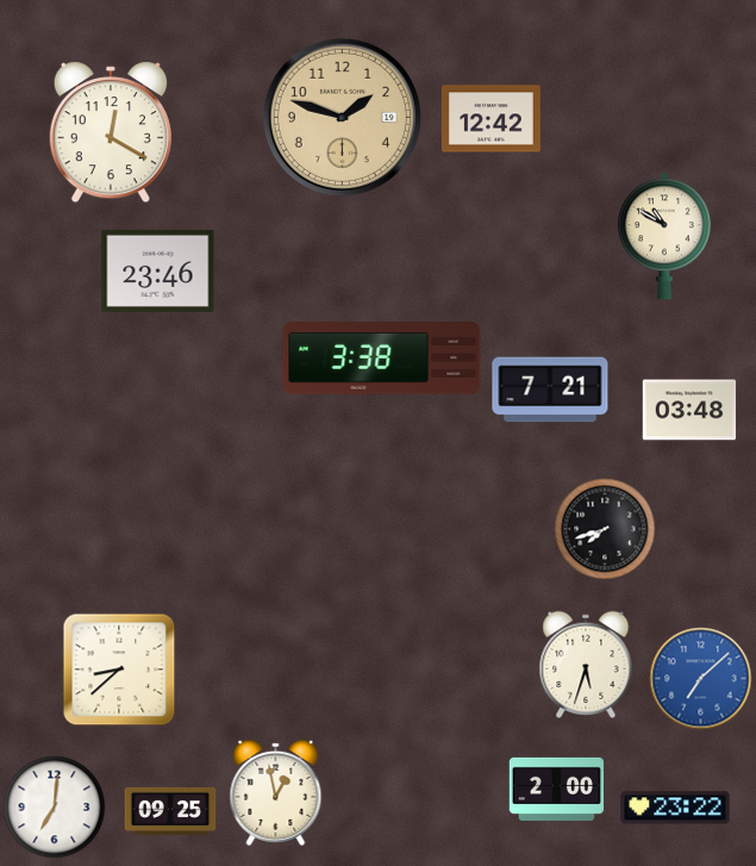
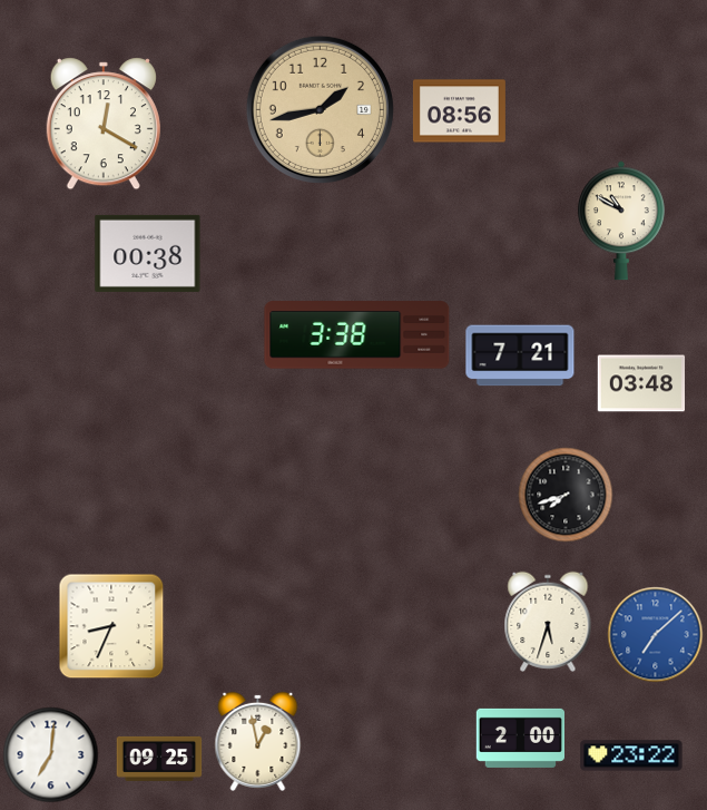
clock at (342, 117): 1:48 -> 1:43
clock at (491, 119): 12:42 -> 08:56
clock at (158, 270): 23:46 -> 00:38
clock at (550, 390) position: (550, 390) -> (520, 355)
clock at (689, 410) position: (689, 410) -> (641, 383)
clock at (119, 669): 8:38 -> 8:34
